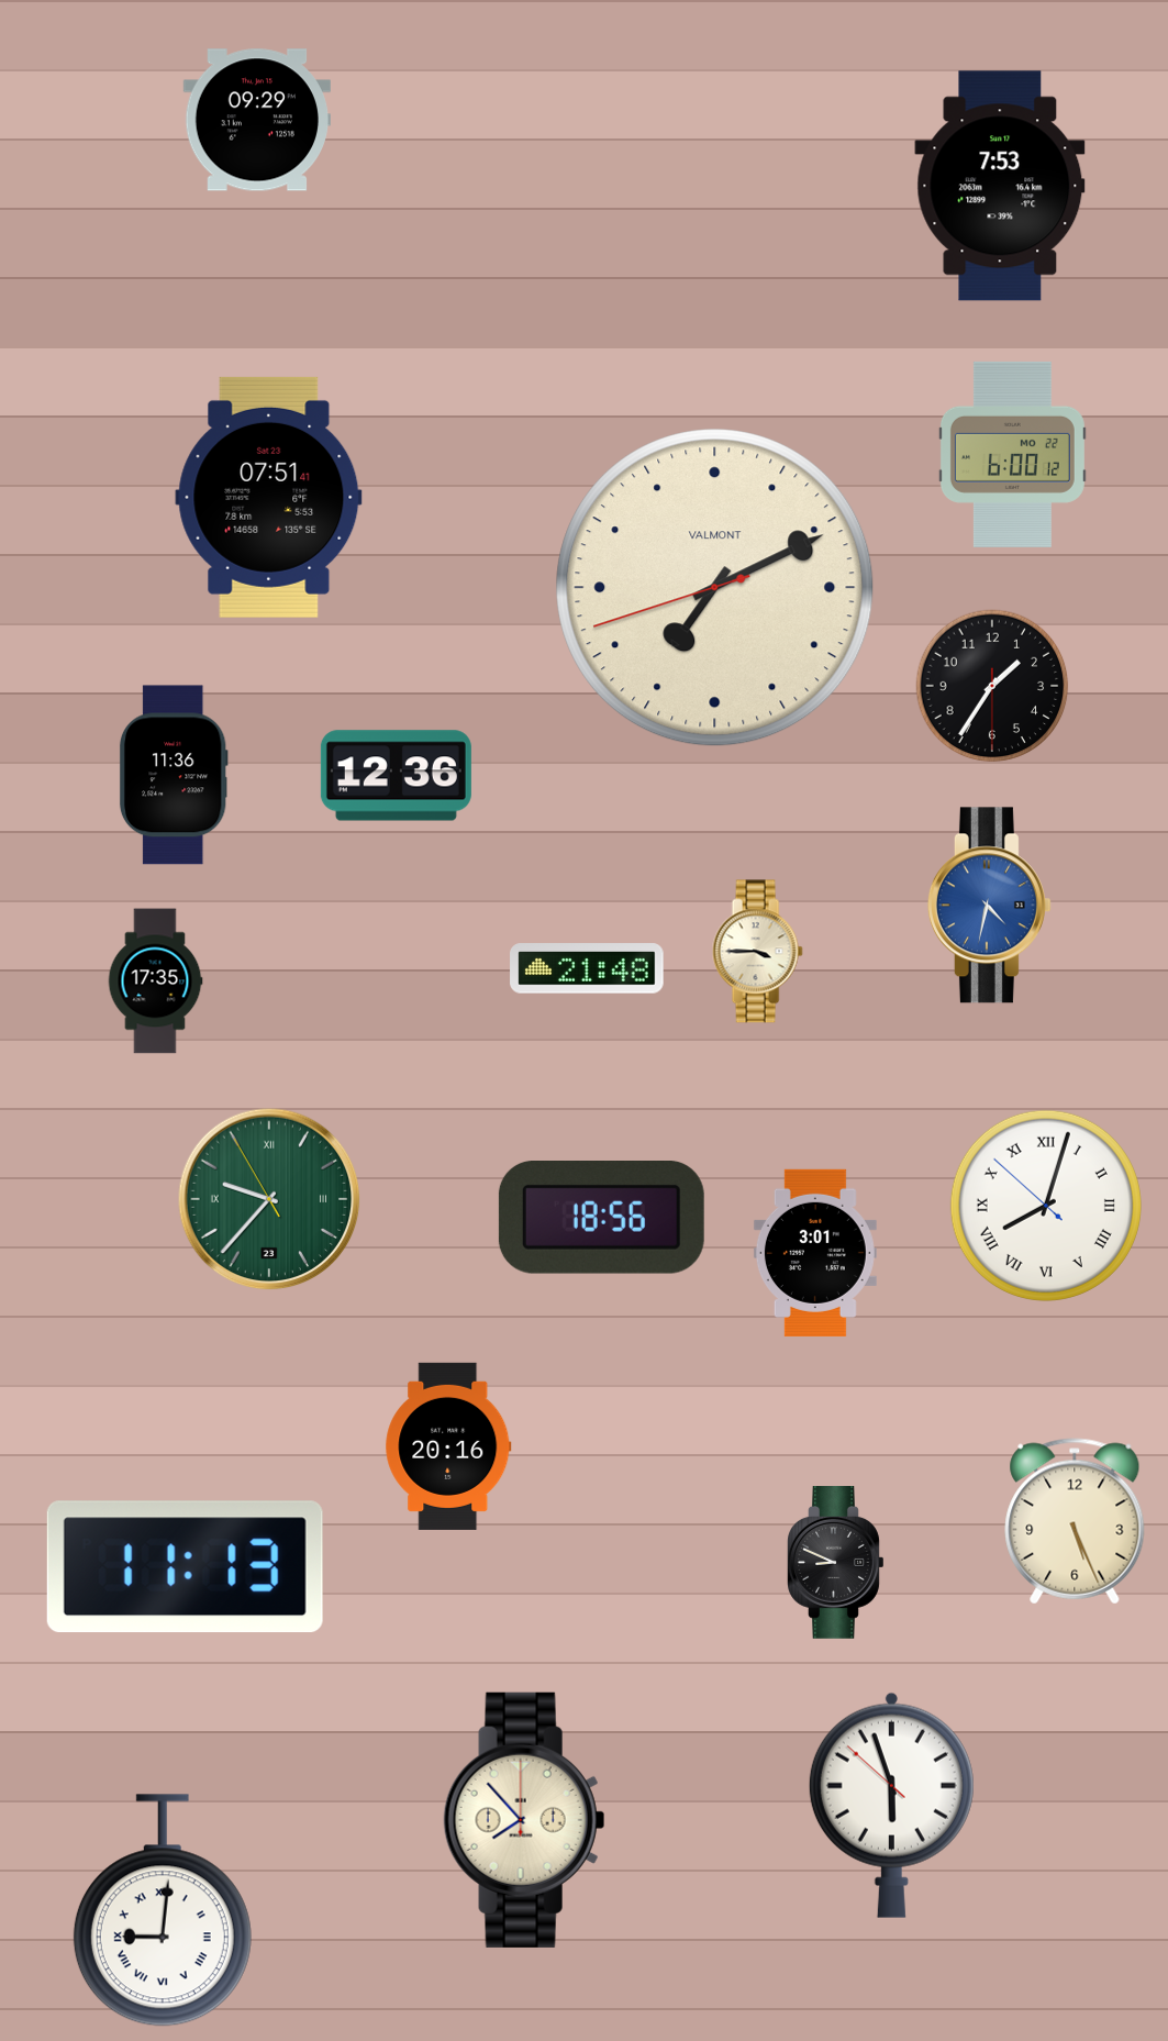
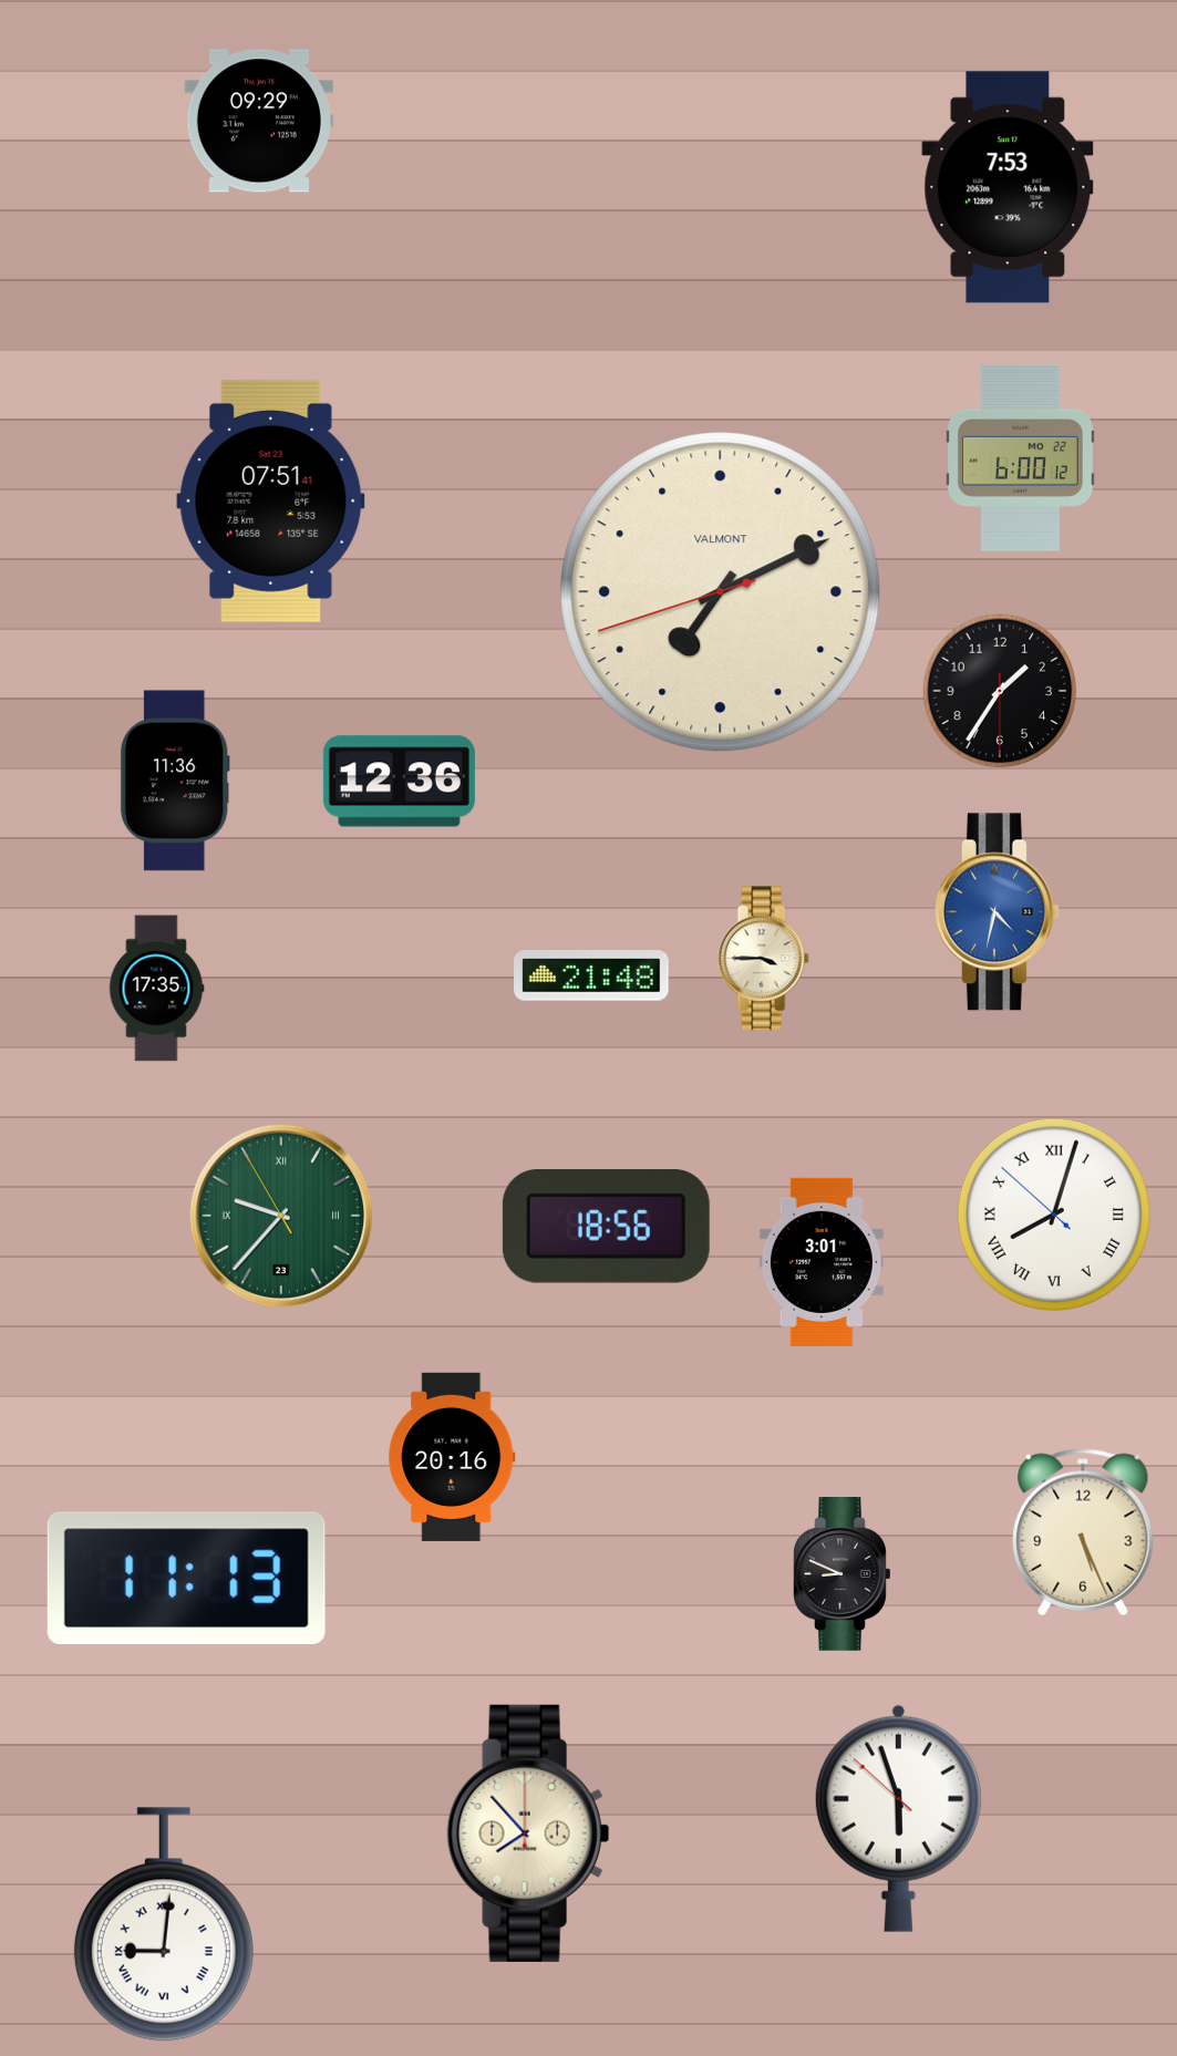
clock at (269, 1199) position: (269, 1199) -> (281, 1216)
